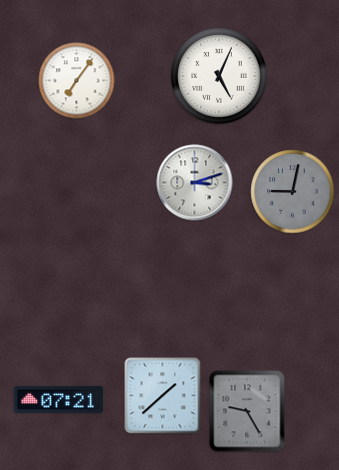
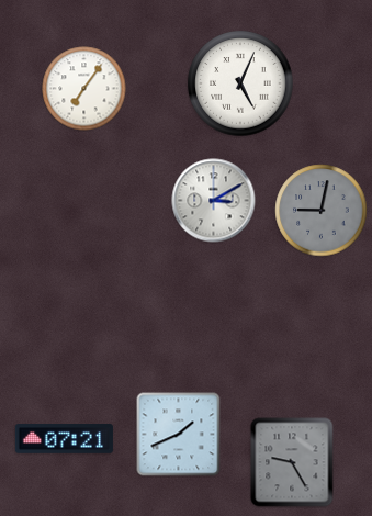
clock at (195, 183): 3:12 -> 3:10
clock at (163, 396): 1:38 -> 1:41
clock at (247, 411) position: (247, 411) -> (292, 462)
